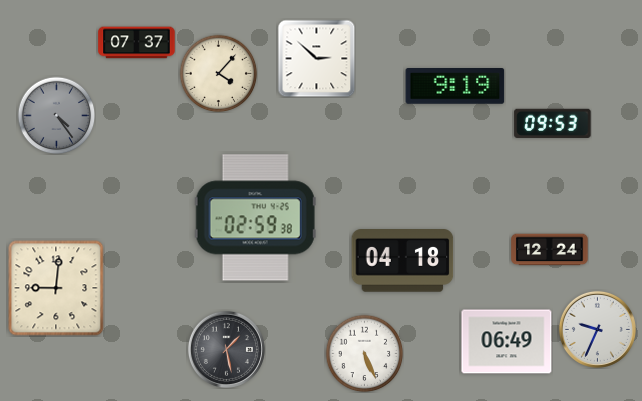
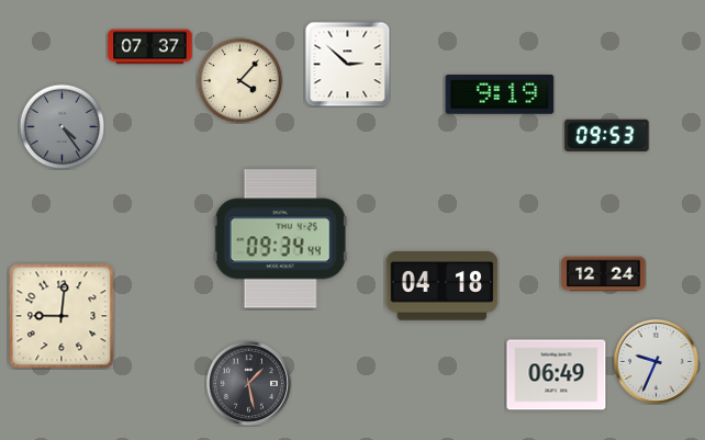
clock at (255, 218): 02:59 -> 09:34
clock at (364, 353): 5:26 -> none
